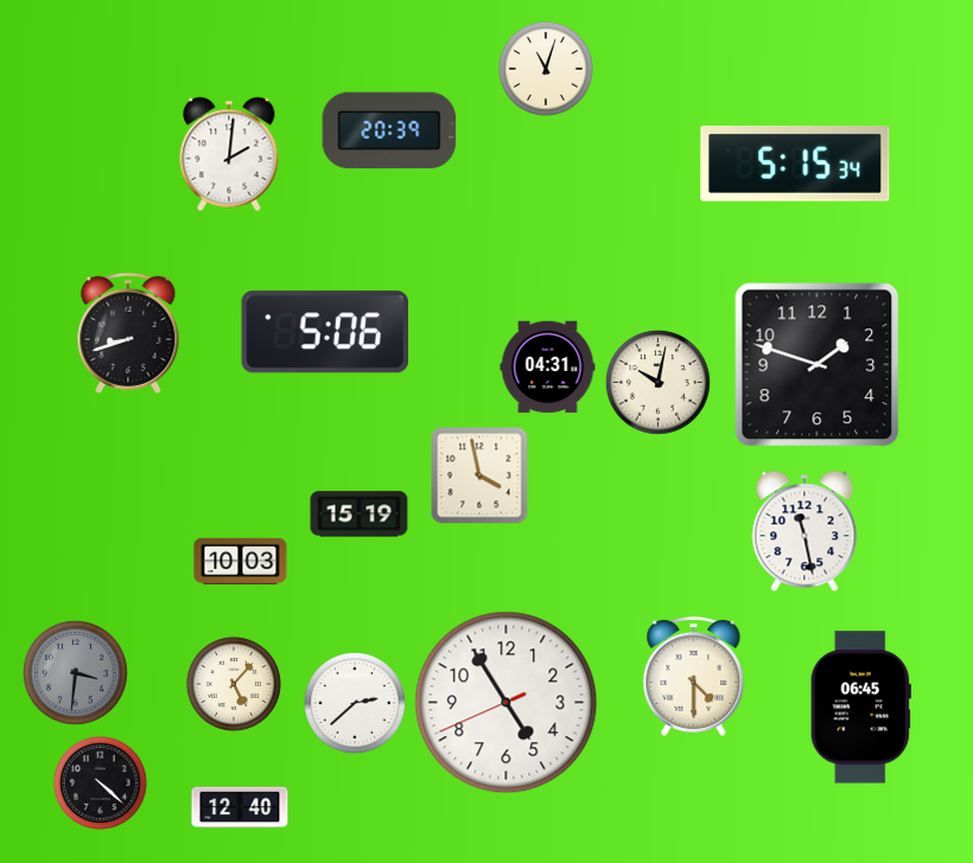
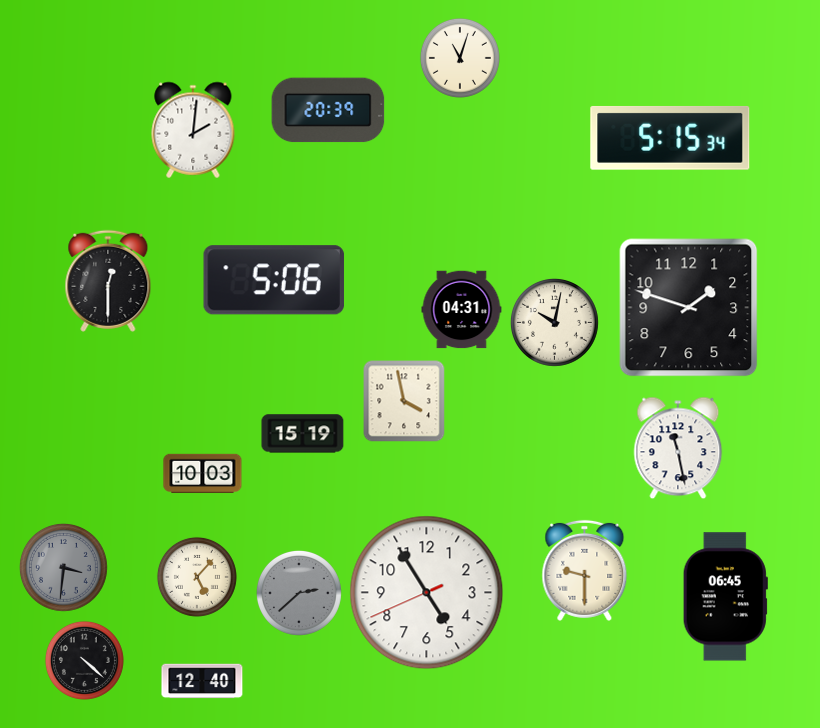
clock at (128, 333): 8:42 -> 12:30
clock at (694, 676): 4:30 -> 9:30
clock at (355, 703) dial: white -> grey
